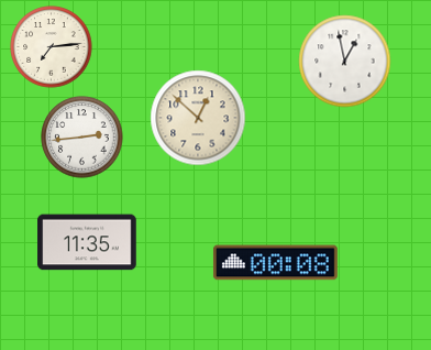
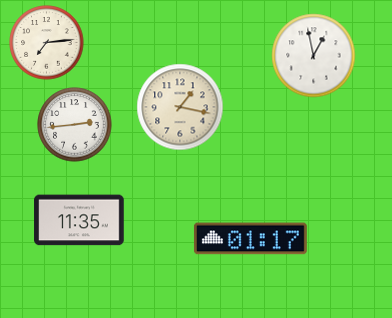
clock at (198, 118): 12:52 -> 1:17
clock at (275, 263): 00:08 -> 01:17
